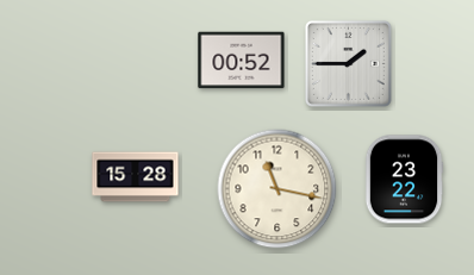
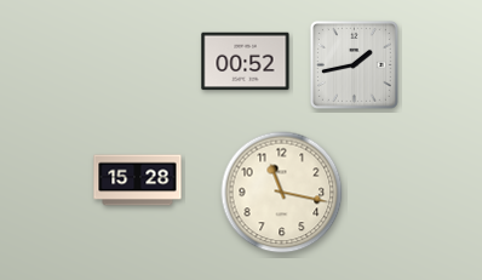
clock at (348, 63): 1:45 -> 1:43
clock at (404, 180): 23:22 -> none
